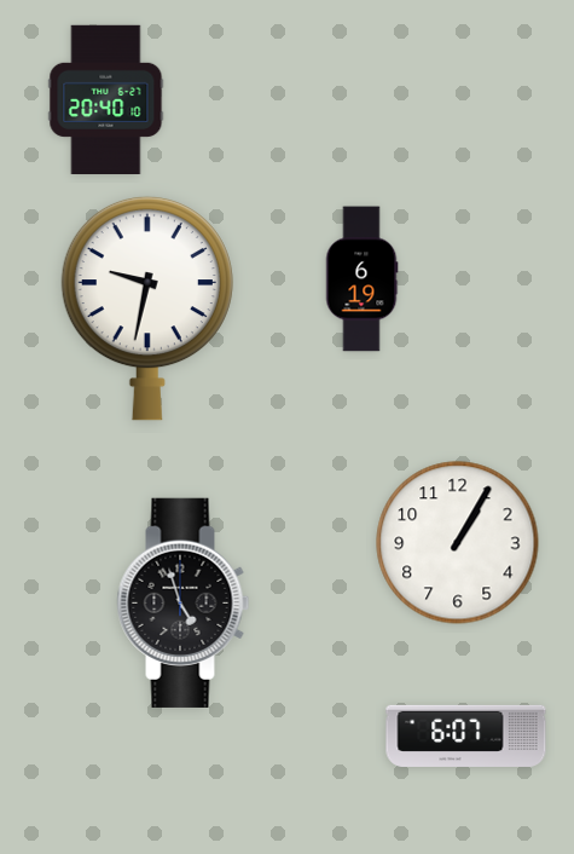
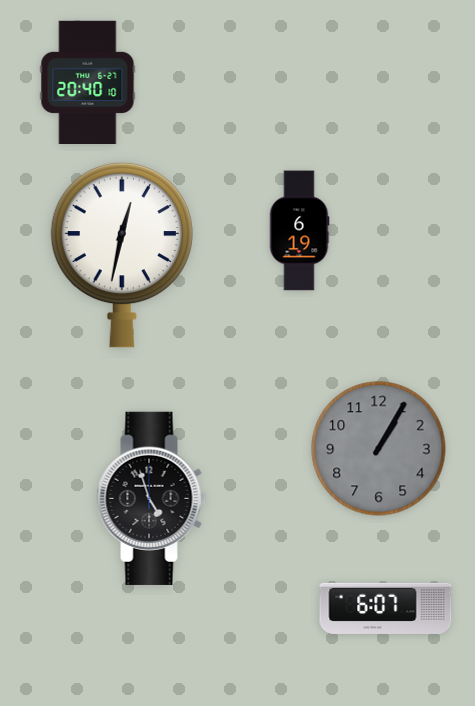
clock at (147, 308): 9:32 -> 12:32
clock at (458, 543) dial: white -> grey
